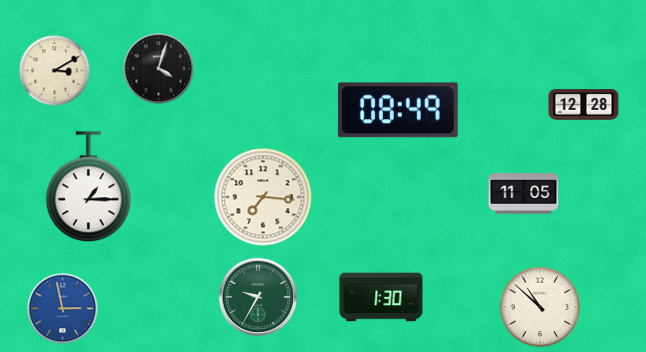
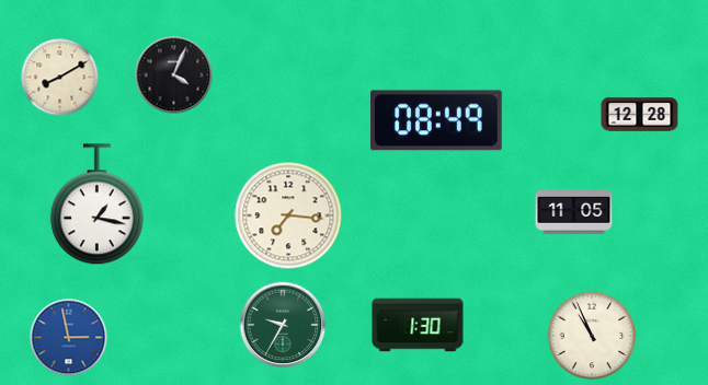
clock at (159, 69): 4:03 -> 4:04
clock at (55, 71): 3:10 -> 8:10
clock at (88, 187): 1:15 -> 1:17
clock at (540, 307): 10:52 -> 10:56
